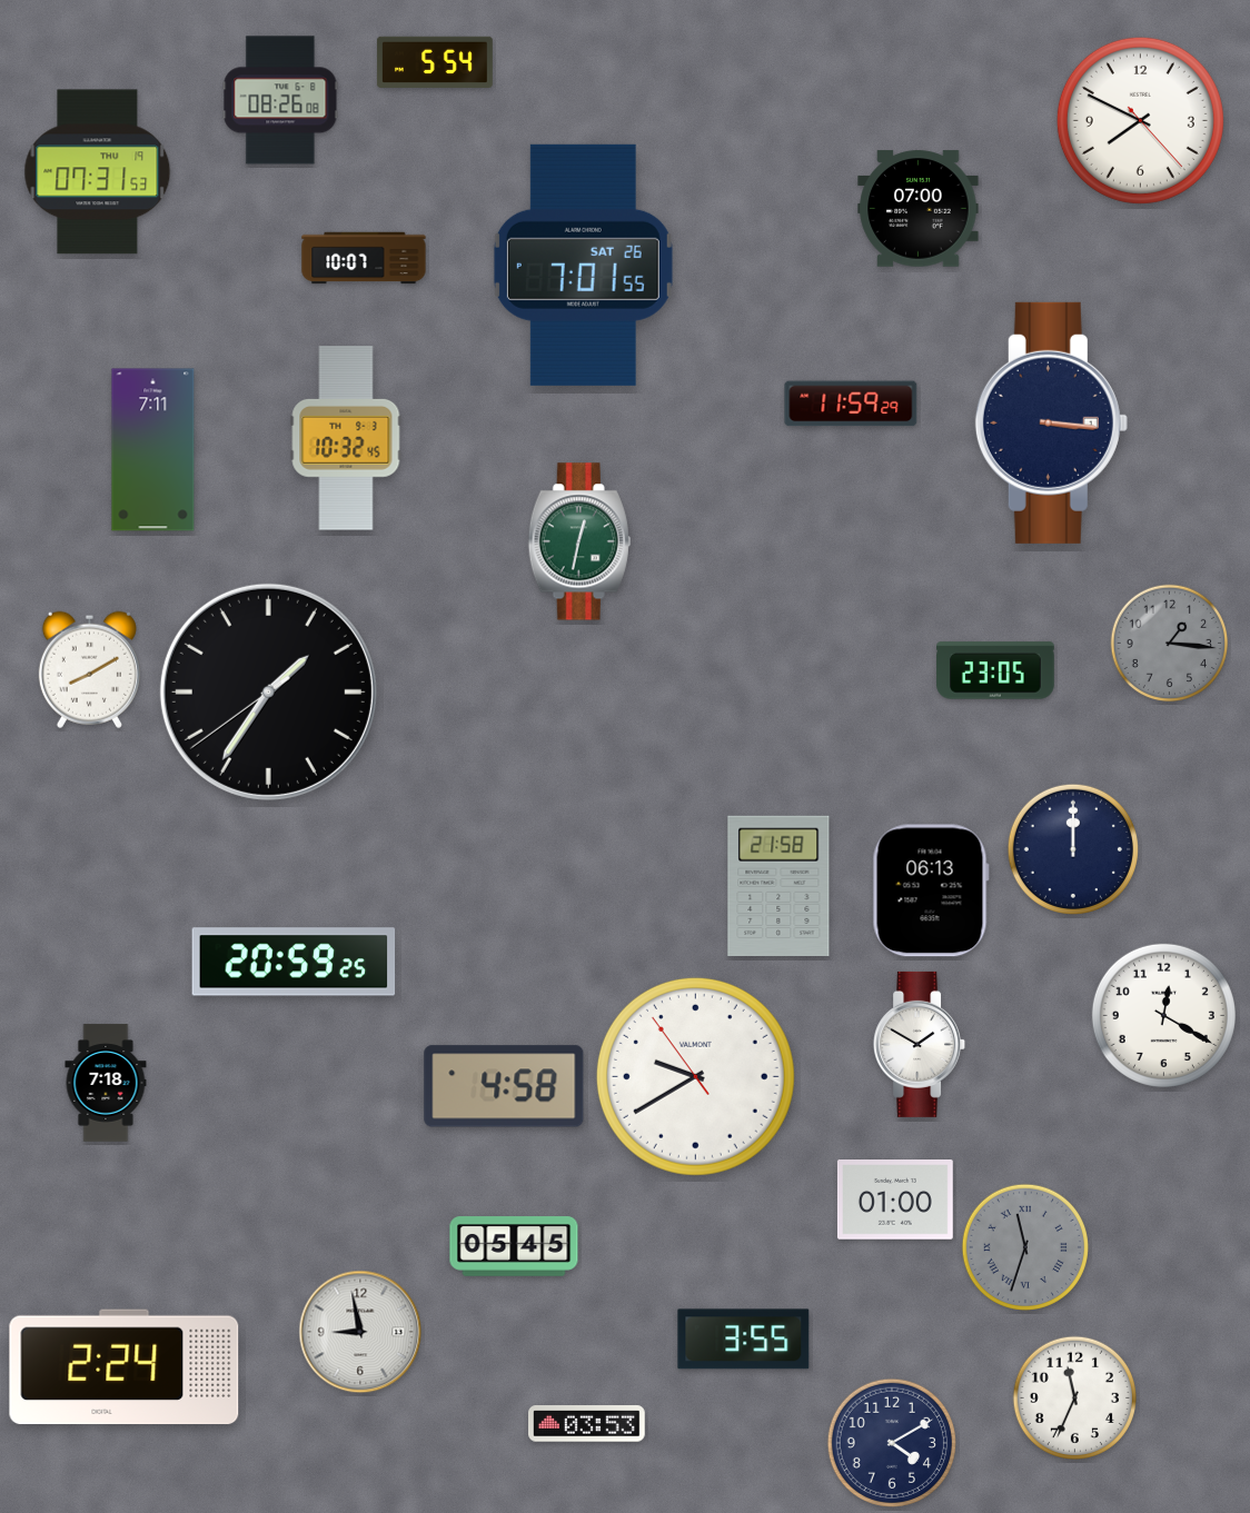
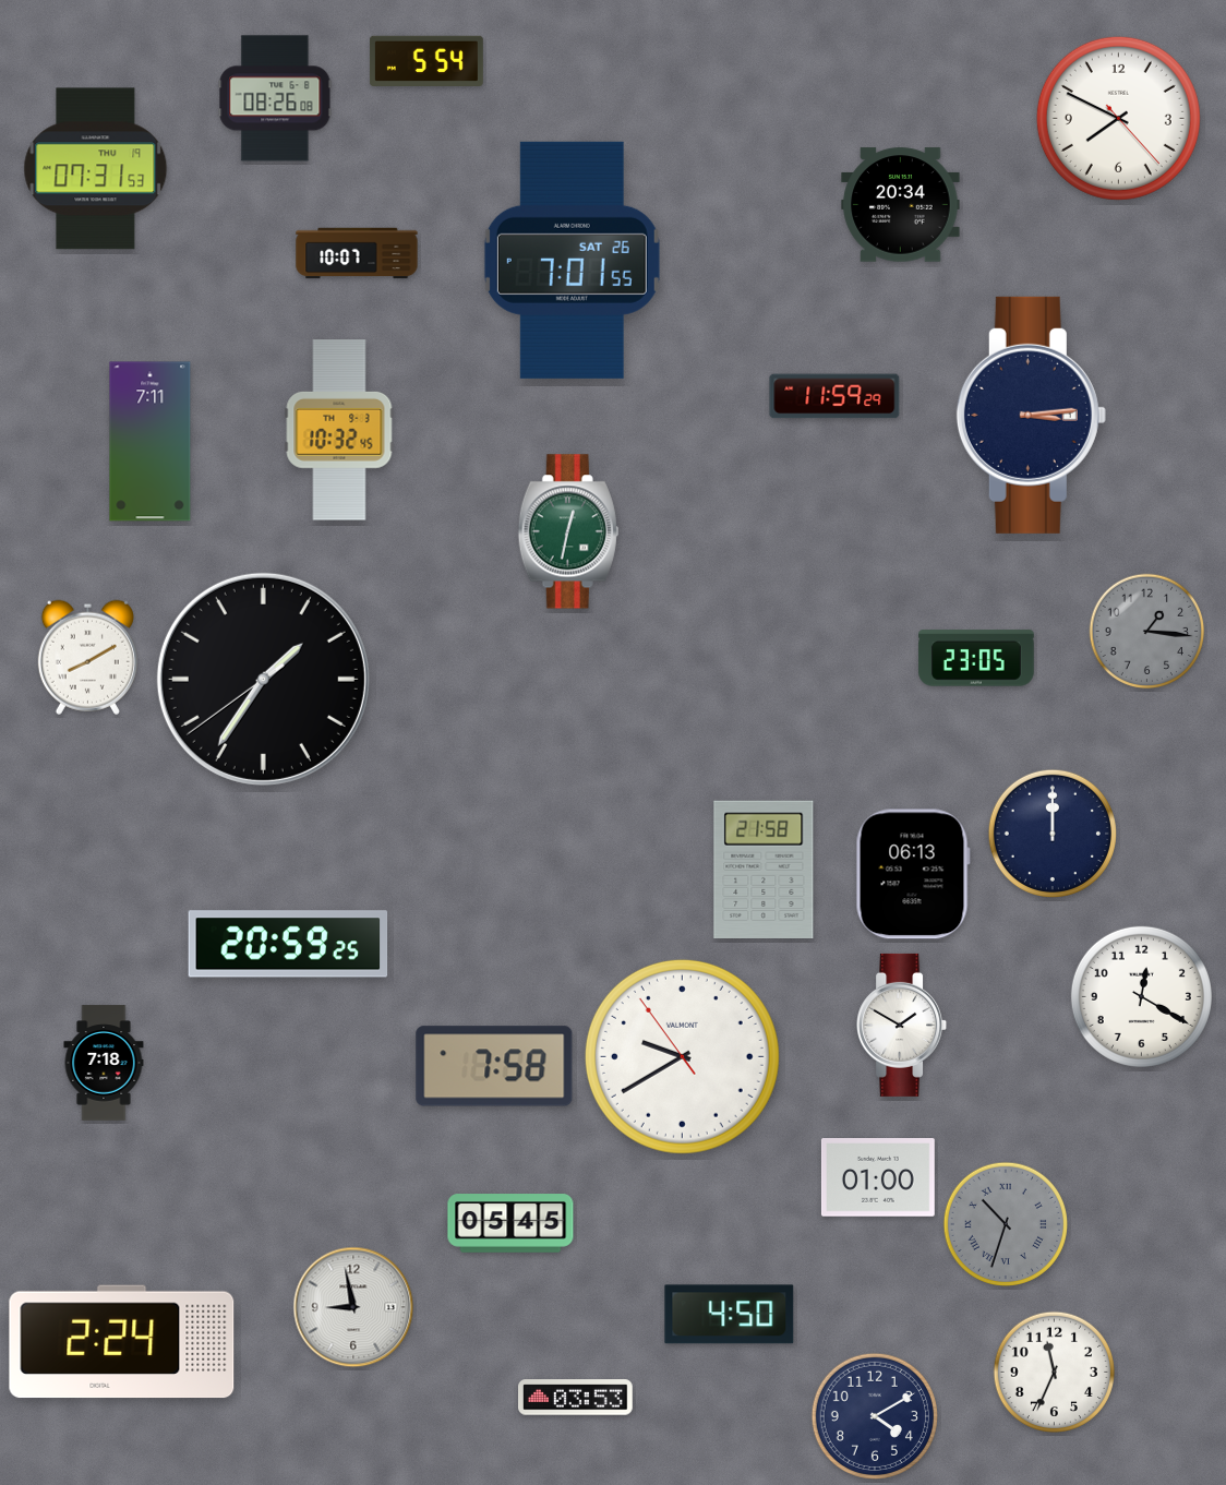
clock at (919, 209): 07:00 -> 20:34
clock at (1051, 422): 3:16 -> 3:14
clock at (504, 1086): 4:58 -> 7:58
clock at (514, 1246) position: (514, 1246) -> (510, 1223)
clock at (1024, 1246): 11:33 -> 10:33
clock at (744, 1340): 3:55 -> 4:50
